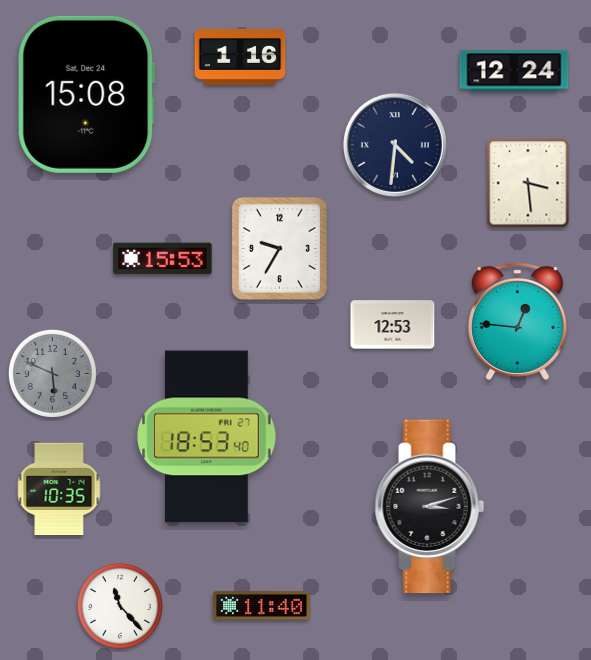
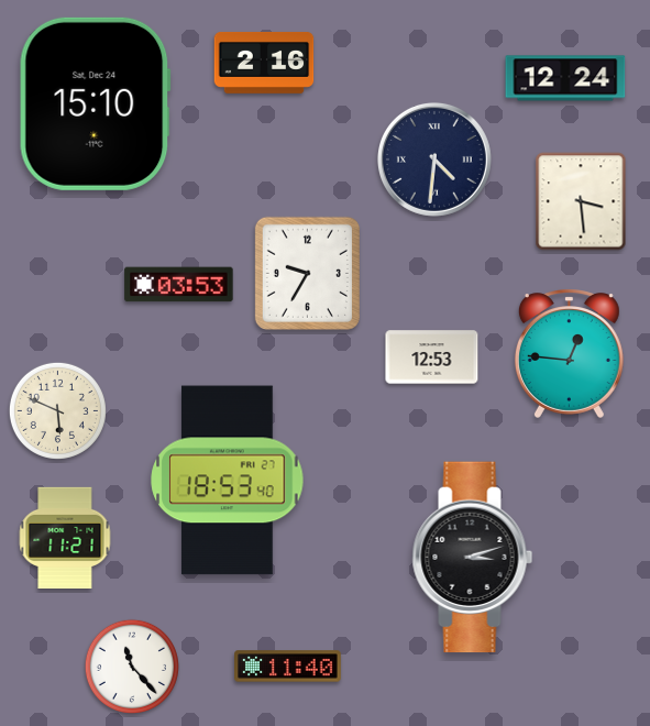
clock at (240, 57): 1:16 -> 2:16
clock at (86, 94): 15:08 -> 15:10
clock at (163, 259): 15:53 -> 03:53
clock at (52, 373) dial: grey -> cream
clock at (59, 488): 10:35 -> 11:21
